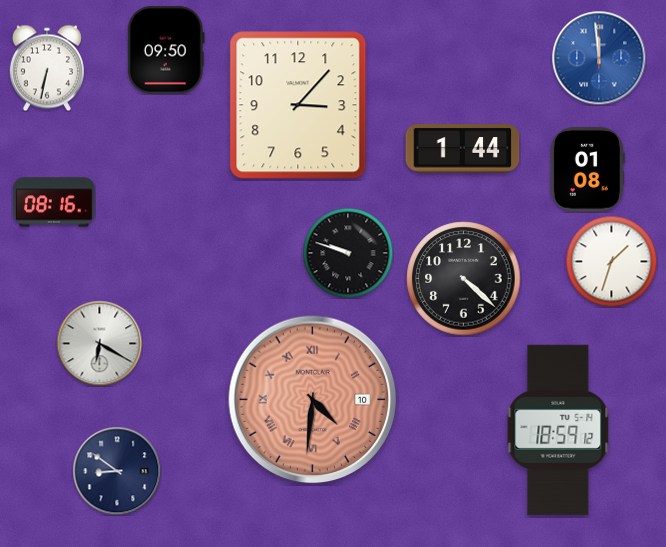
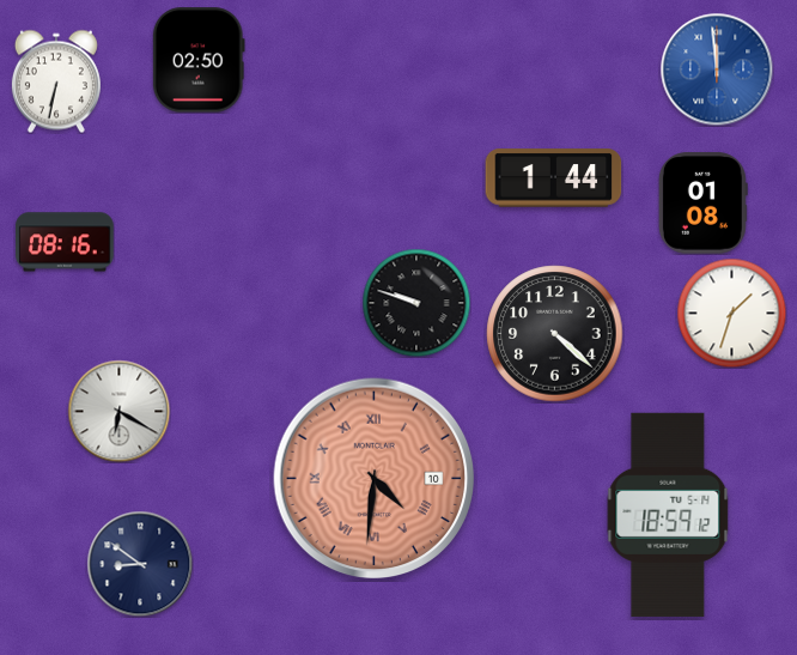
clock at (166, 50): 09:50 -> 02:50
clock at (298, 105): 3:07 -> none
